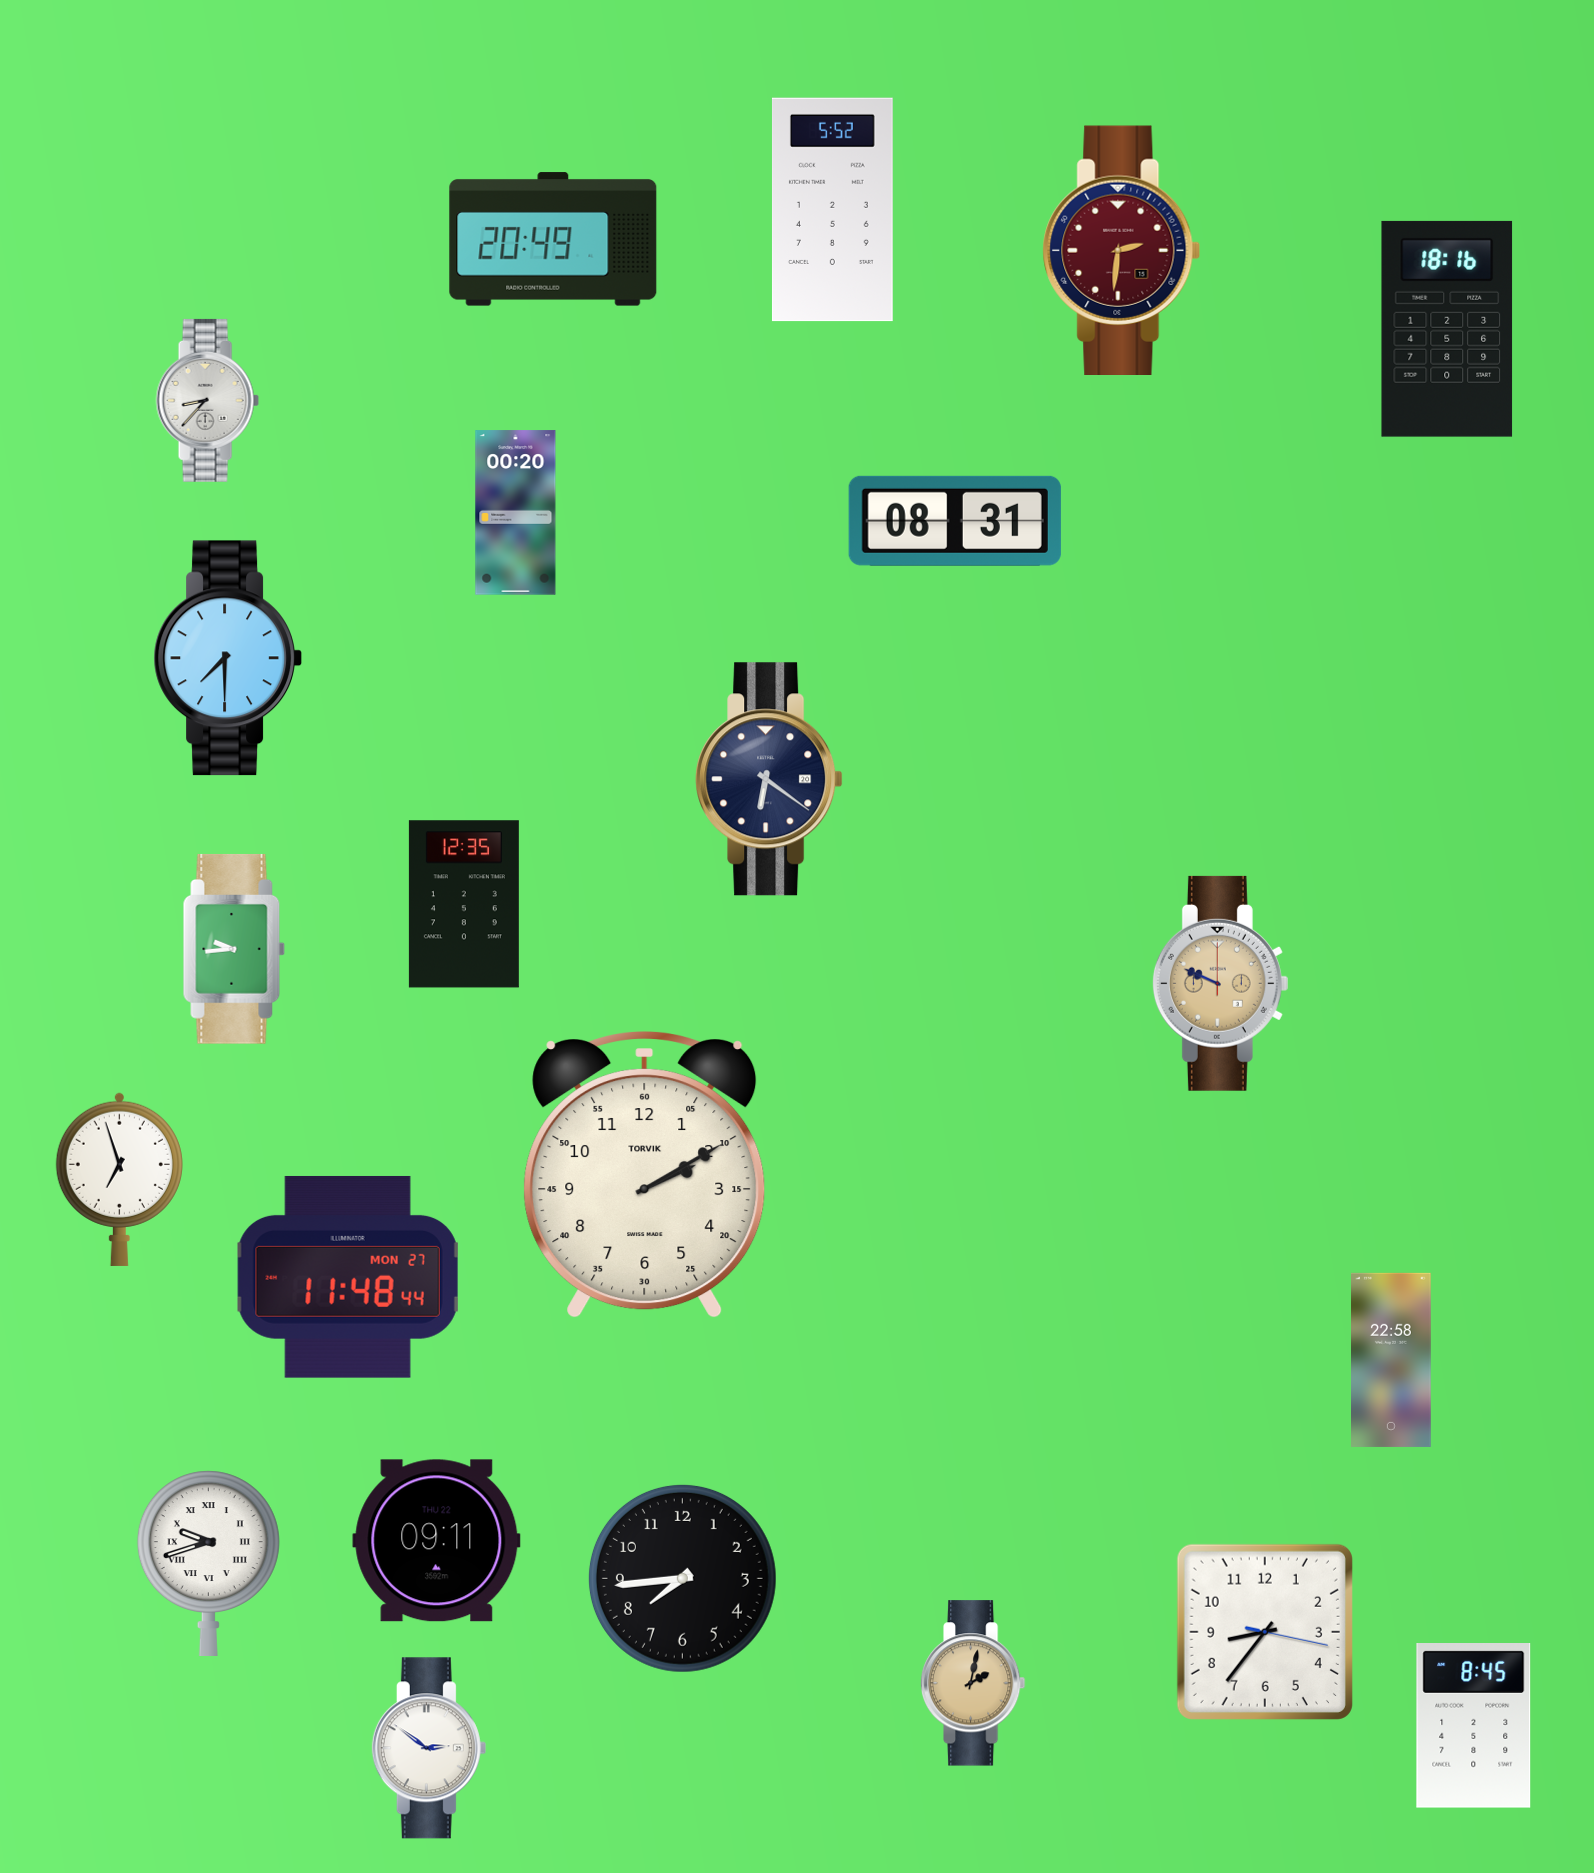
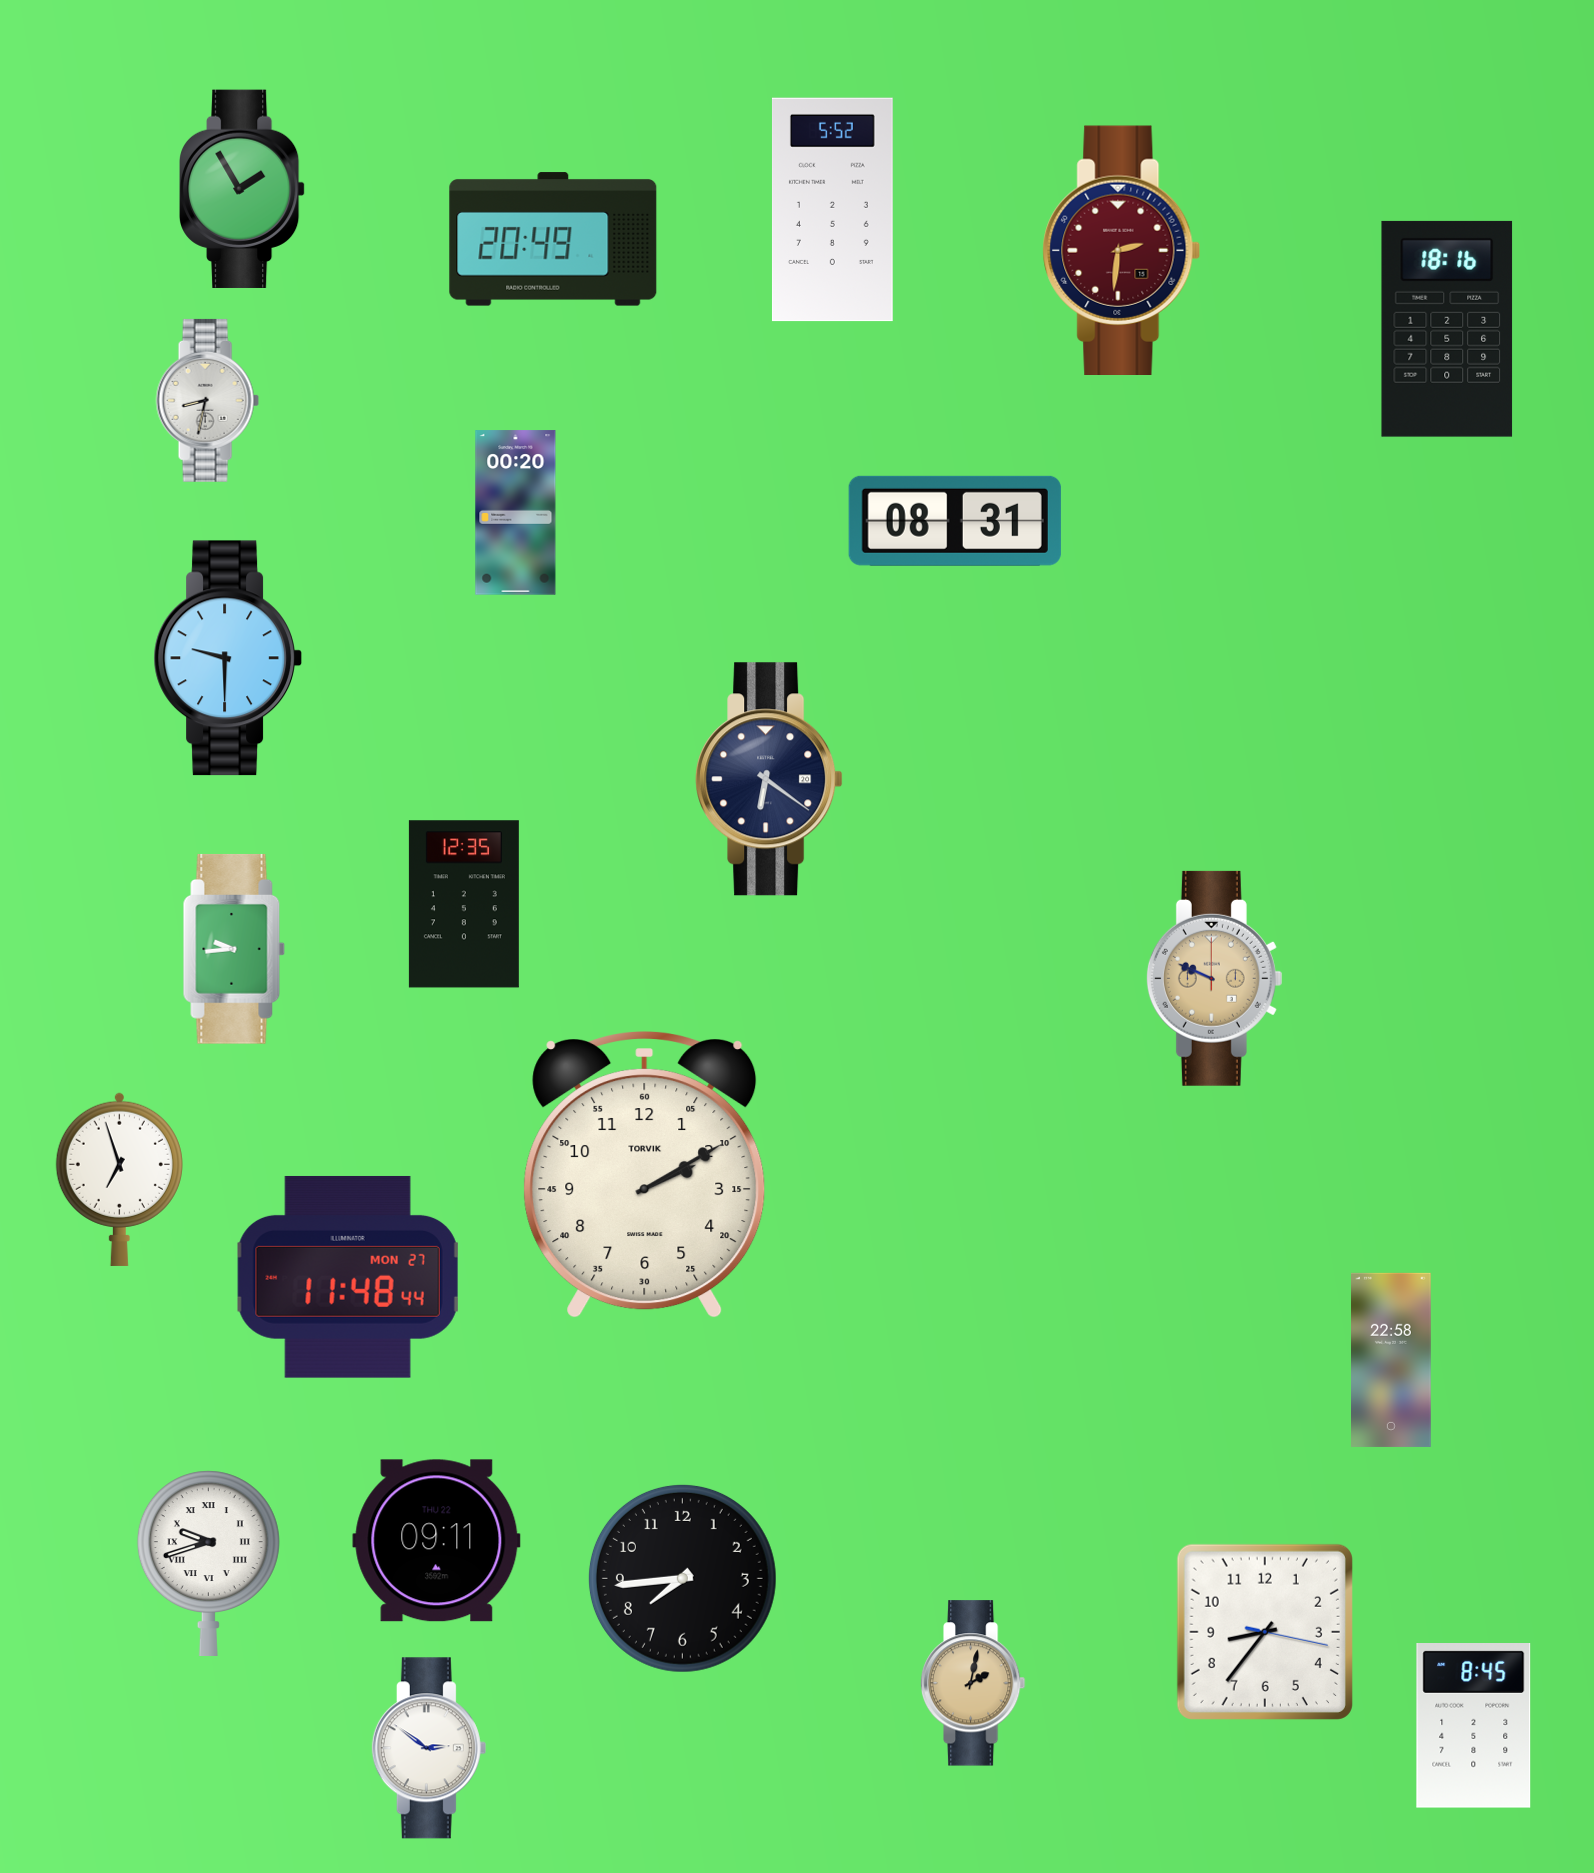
clock at (242, 189): none -> 1:55
clock at (207, 400): 8:37 -> 8:32
clock at (228, 658): 7:30 -> 9:30
clock at (1220, 983) position: (1220, 983) -> (1214, 978)
